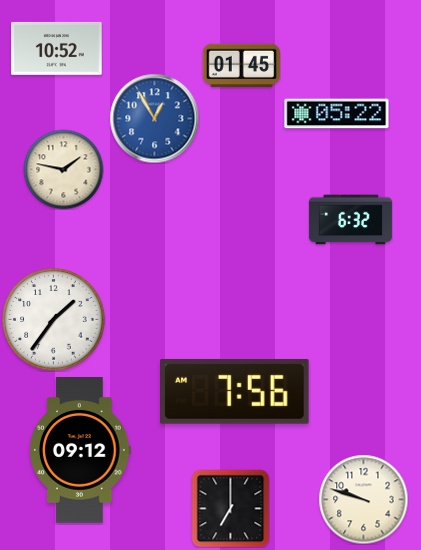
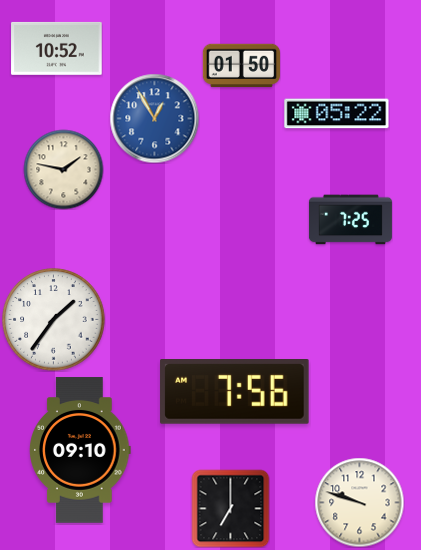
clock at (241, 66): 01:45 -> 01:50
clock at (350, 220): 6:32 -> 7:25
clock at (80, 450): 09:12 -> 09:10
clock at (363, 499) position: (363, 499) -> (359, 502)
